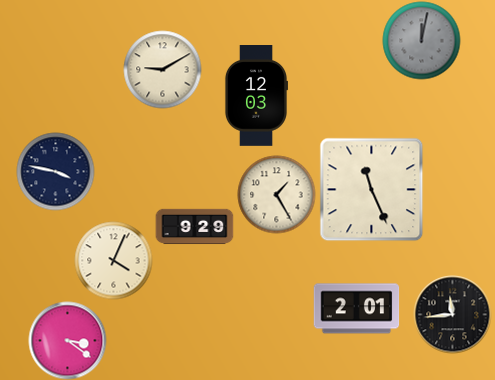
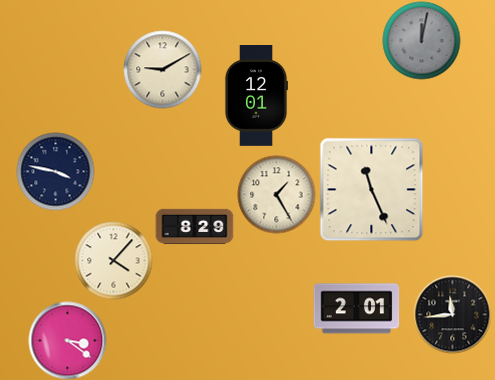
clock at (255, 96): 12:03 -> 12:01
clock at (194, 227): 9:29 -> 8:29
clock at (113, 260): 4:04 -> 4:07
